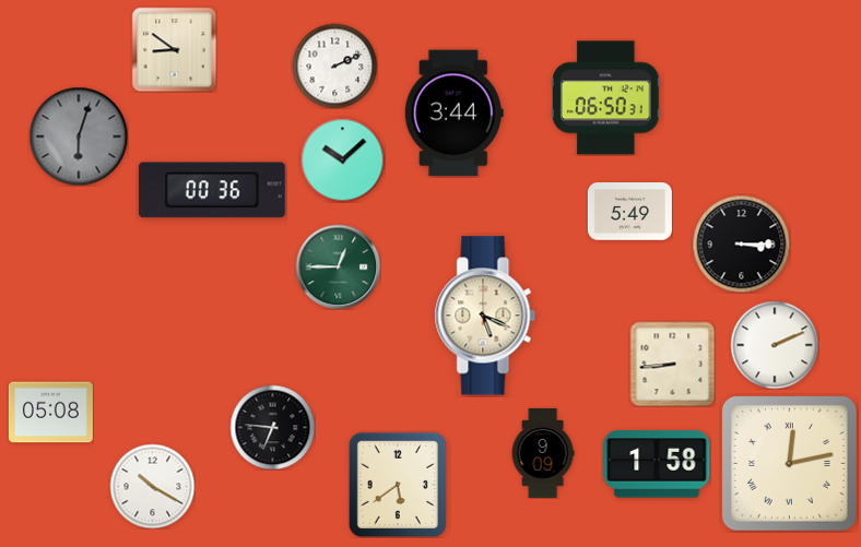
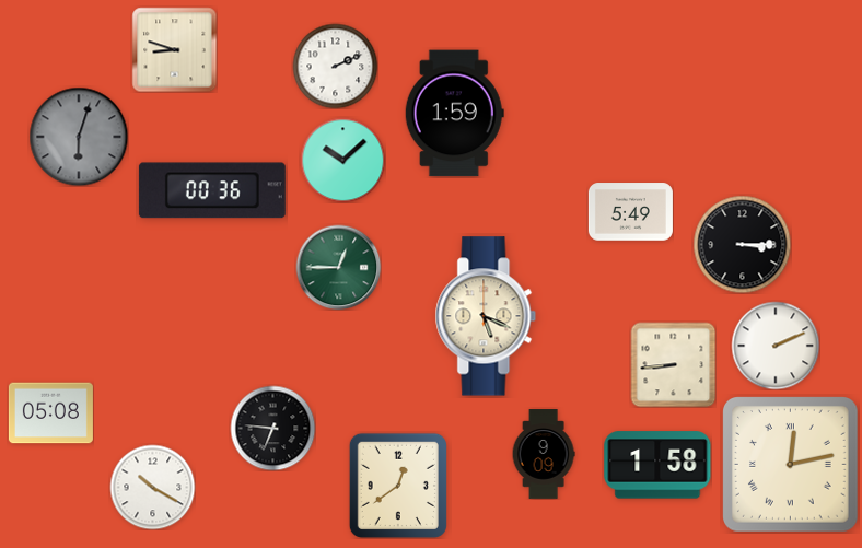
clock at (174, 49): 8:51 -> 8:48
clock at (605, 98): 06:50 -> none
clock at (453, 114): 3:44 -> 1:59
clock at (398, 485): 5:39 -> 12:39
